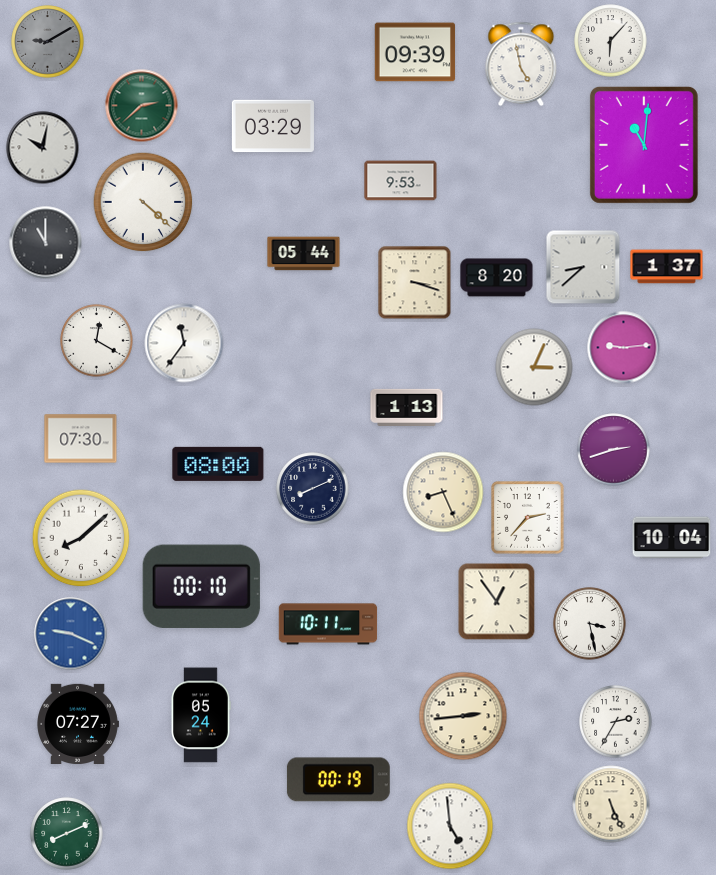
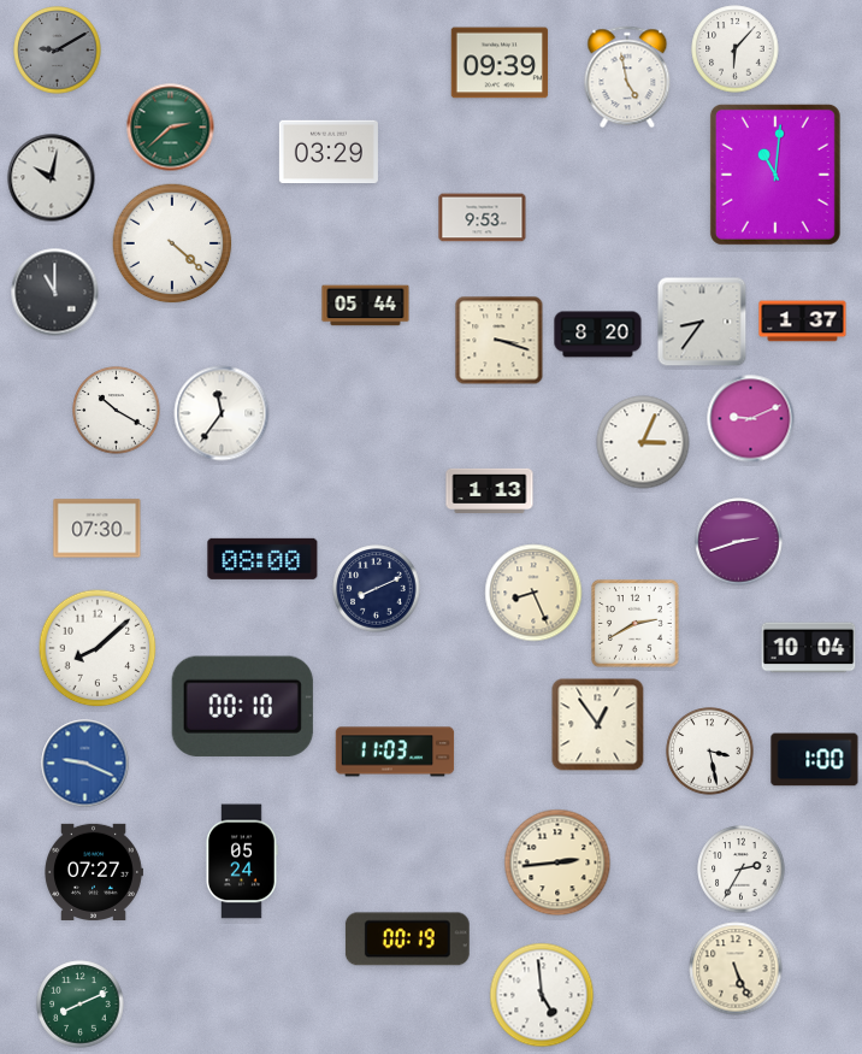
clock at (583, 267): 8:38 -> 8:36
clock at (97, 341): 12:20 -> 10:20
clock at (624, 348): 9:14 -> 9:11
clock at (528, 518): 2:37 -> 2:40
clock at (328, 624): 10:11 -> 11:03
clock at (815, 760): none -> 1:00
